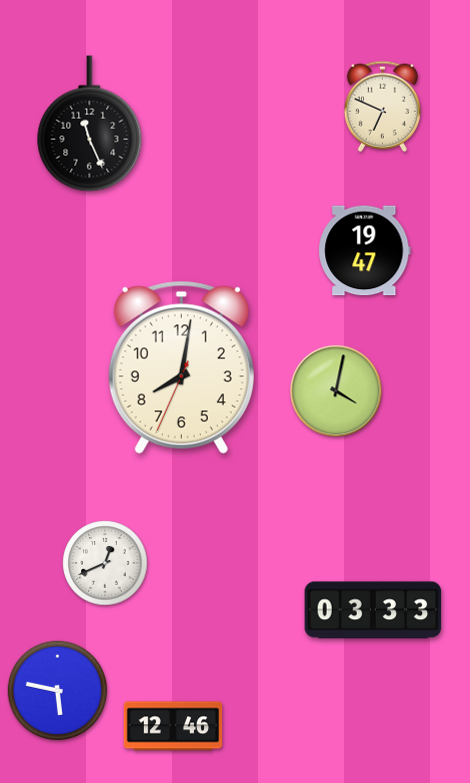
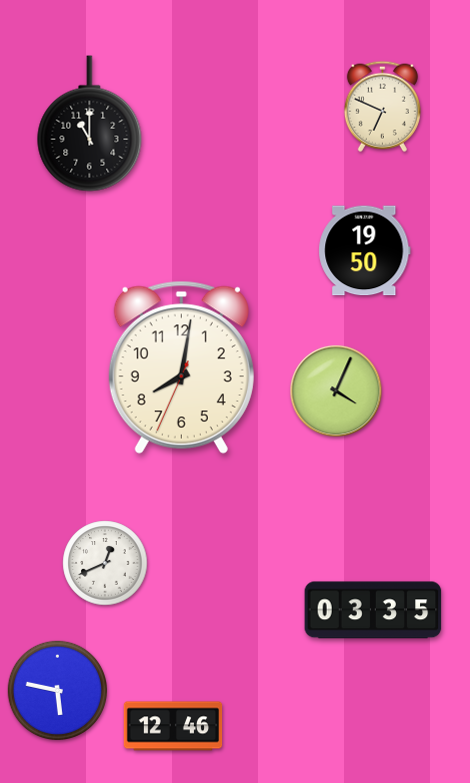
clock at (90, 124): 11:26 -> 11:00
clock at (365, 251): 19:47 -> 19:50
clock at (336, 391): 4:02 -> 4:04
clock at (373, 610): 03:33 -> 03:35
